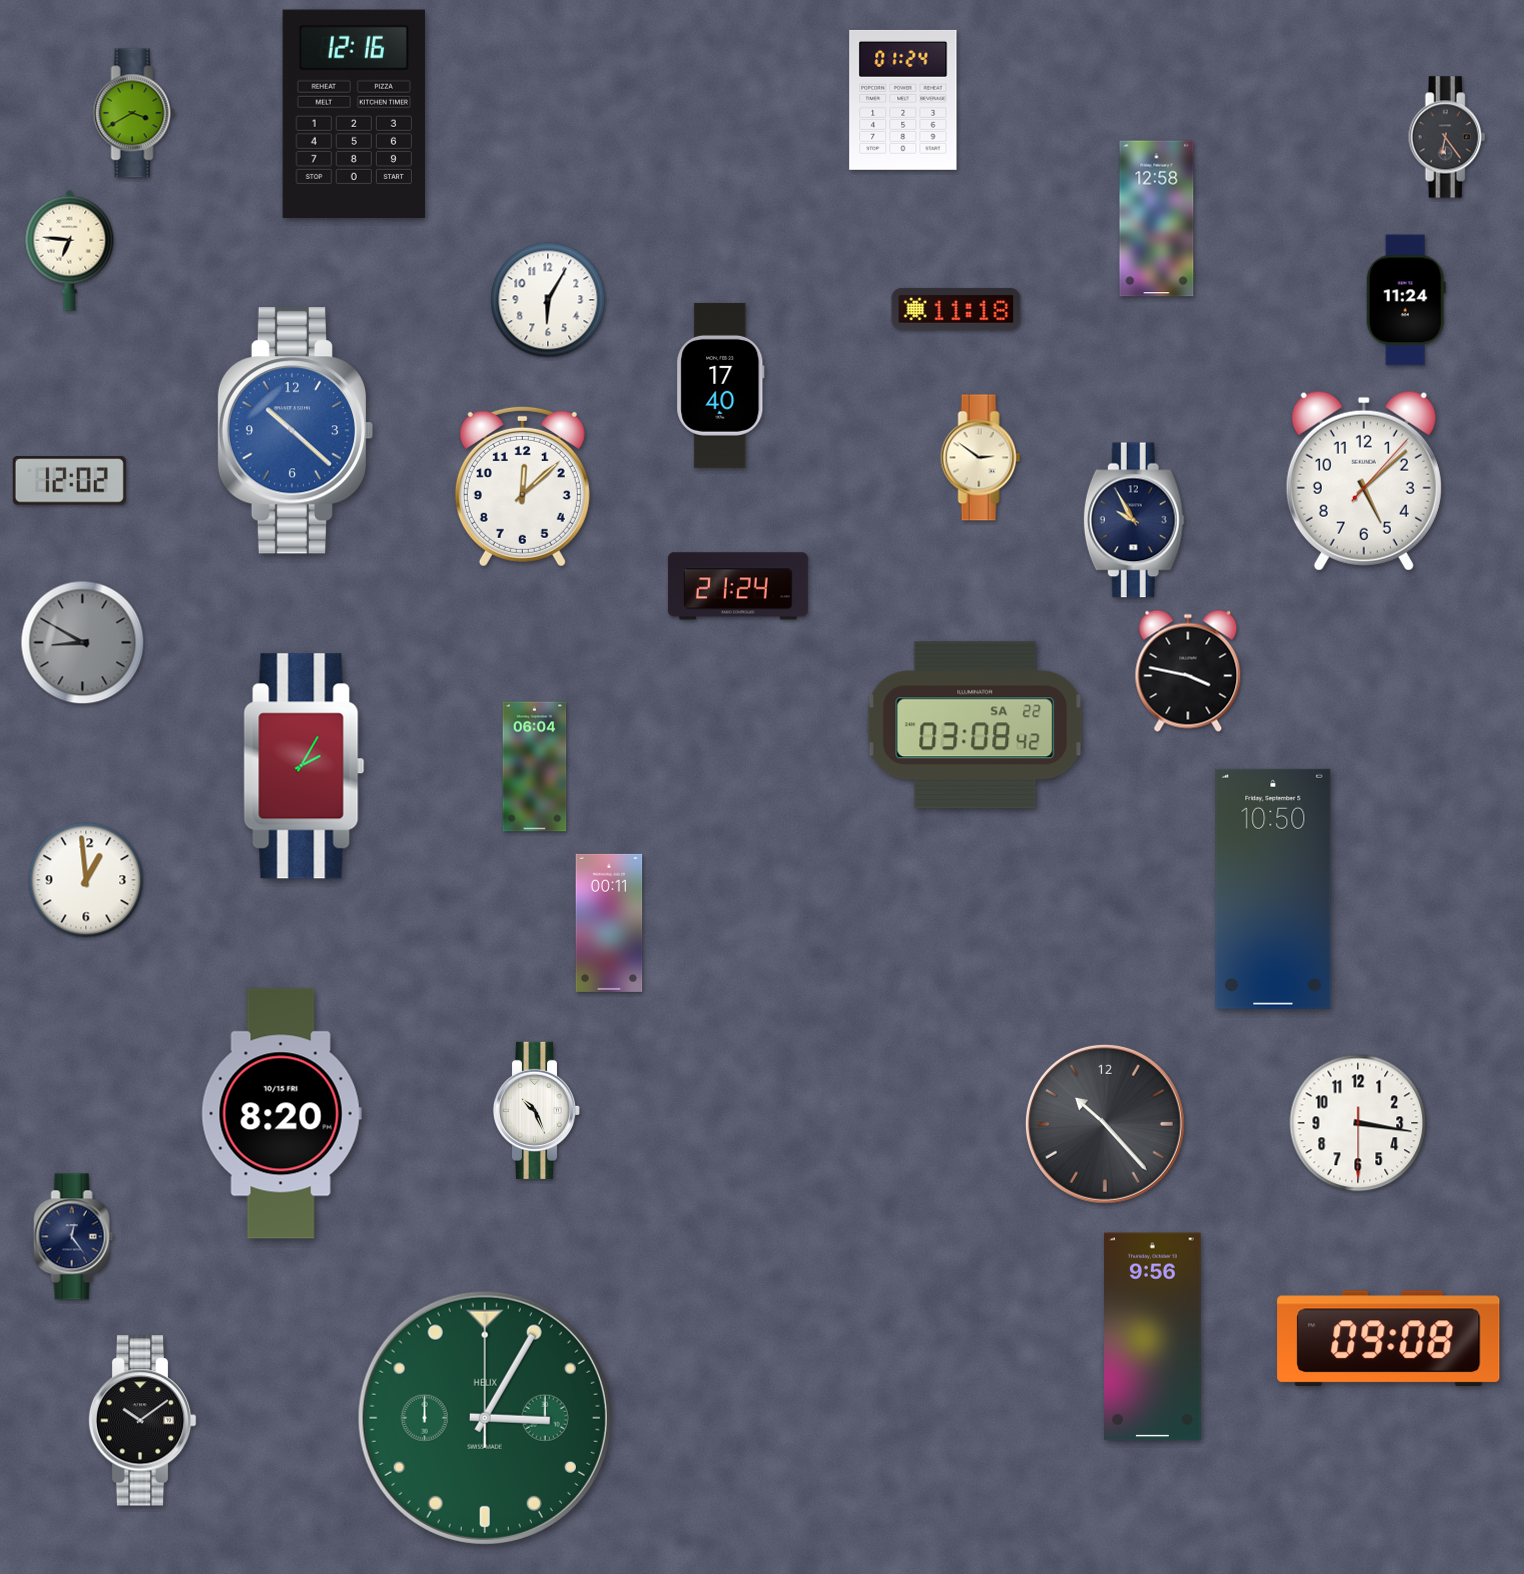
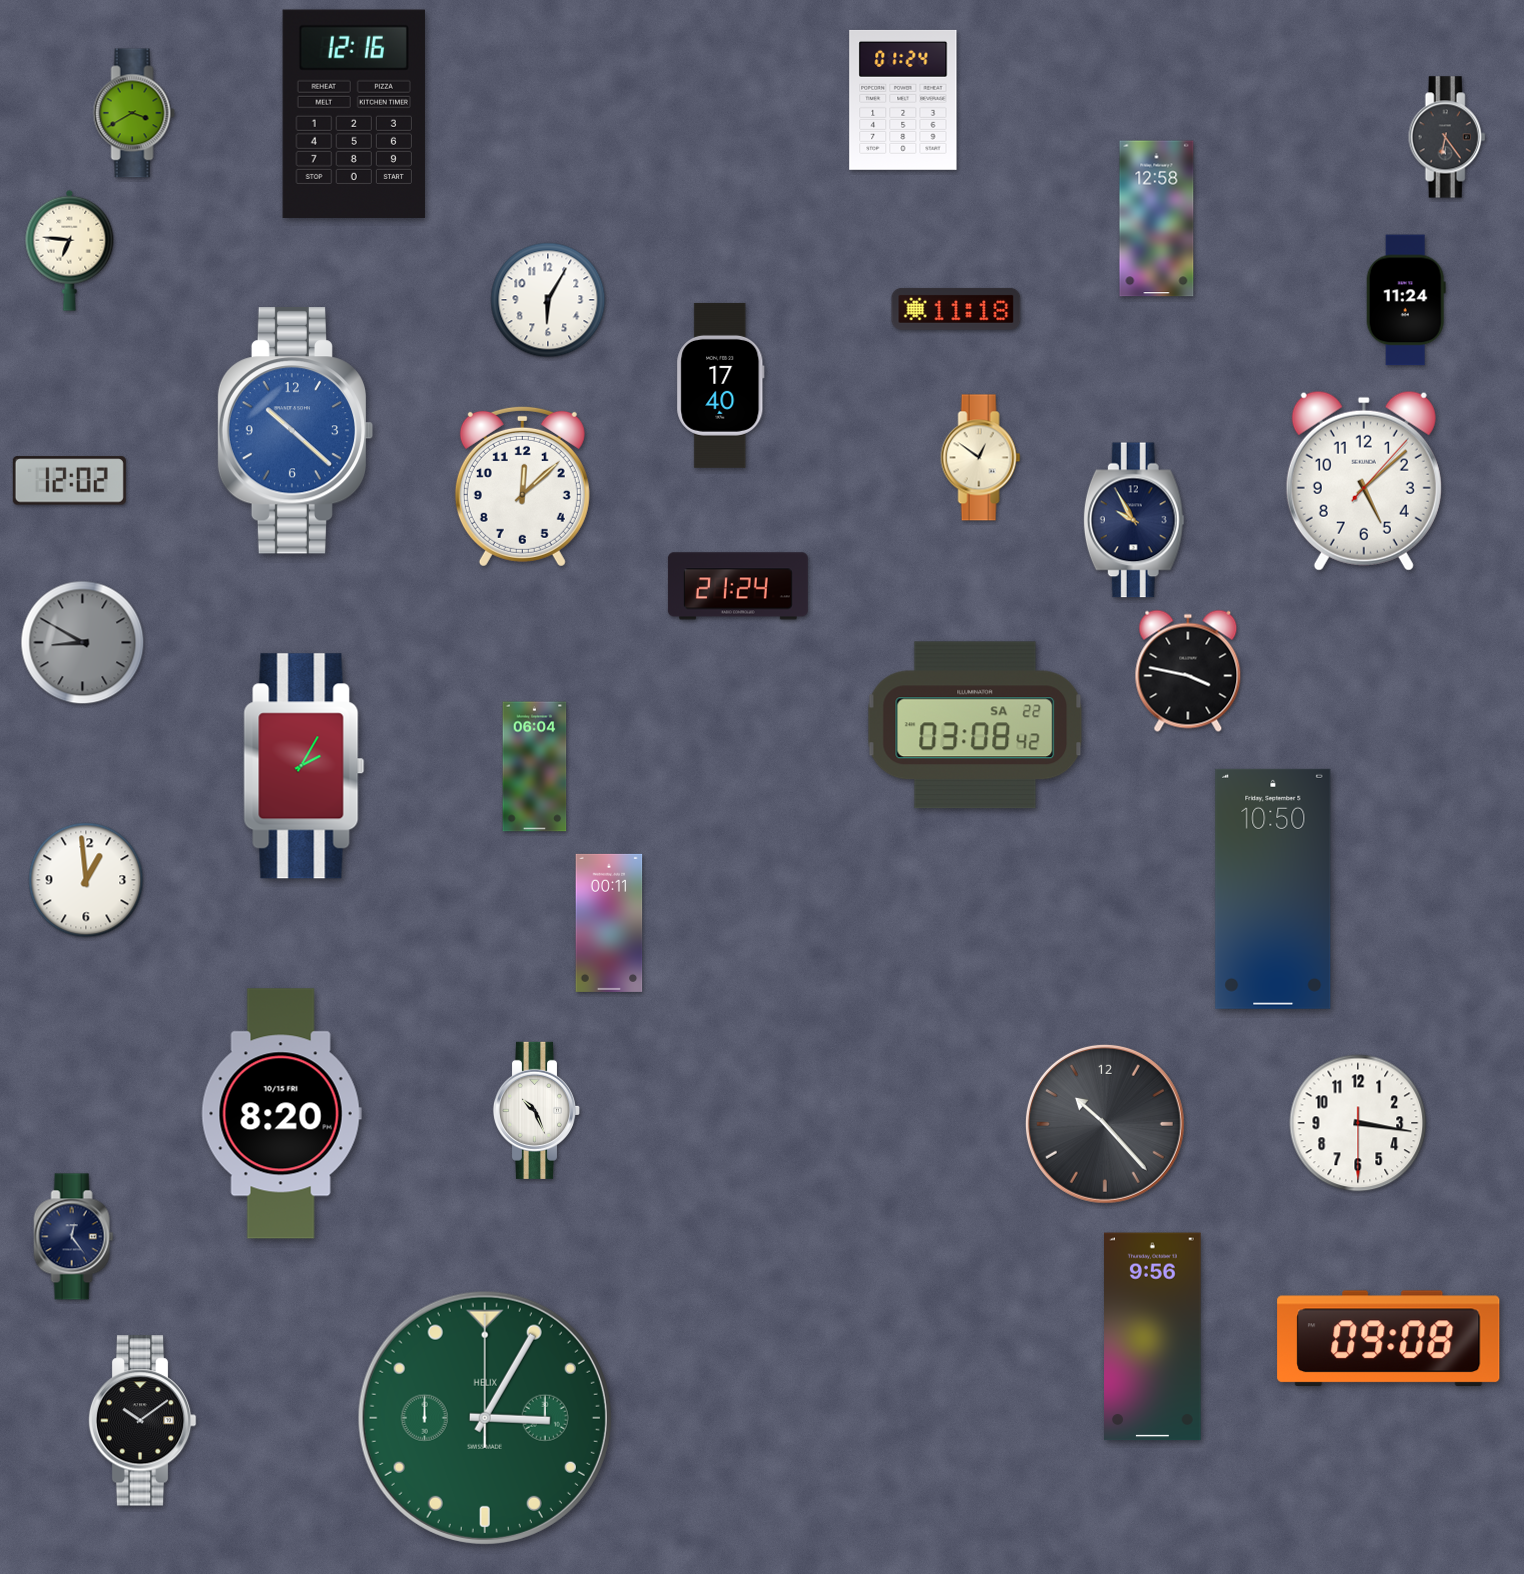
clock at (981, 458): 2:51 -> 12:51
